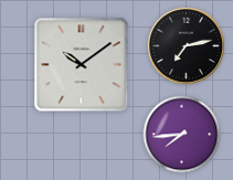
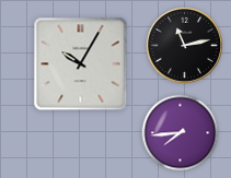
clock at (186, 45): 7:13 -> 11:13
clock at (82, 65): 10:09 -> 10:05
